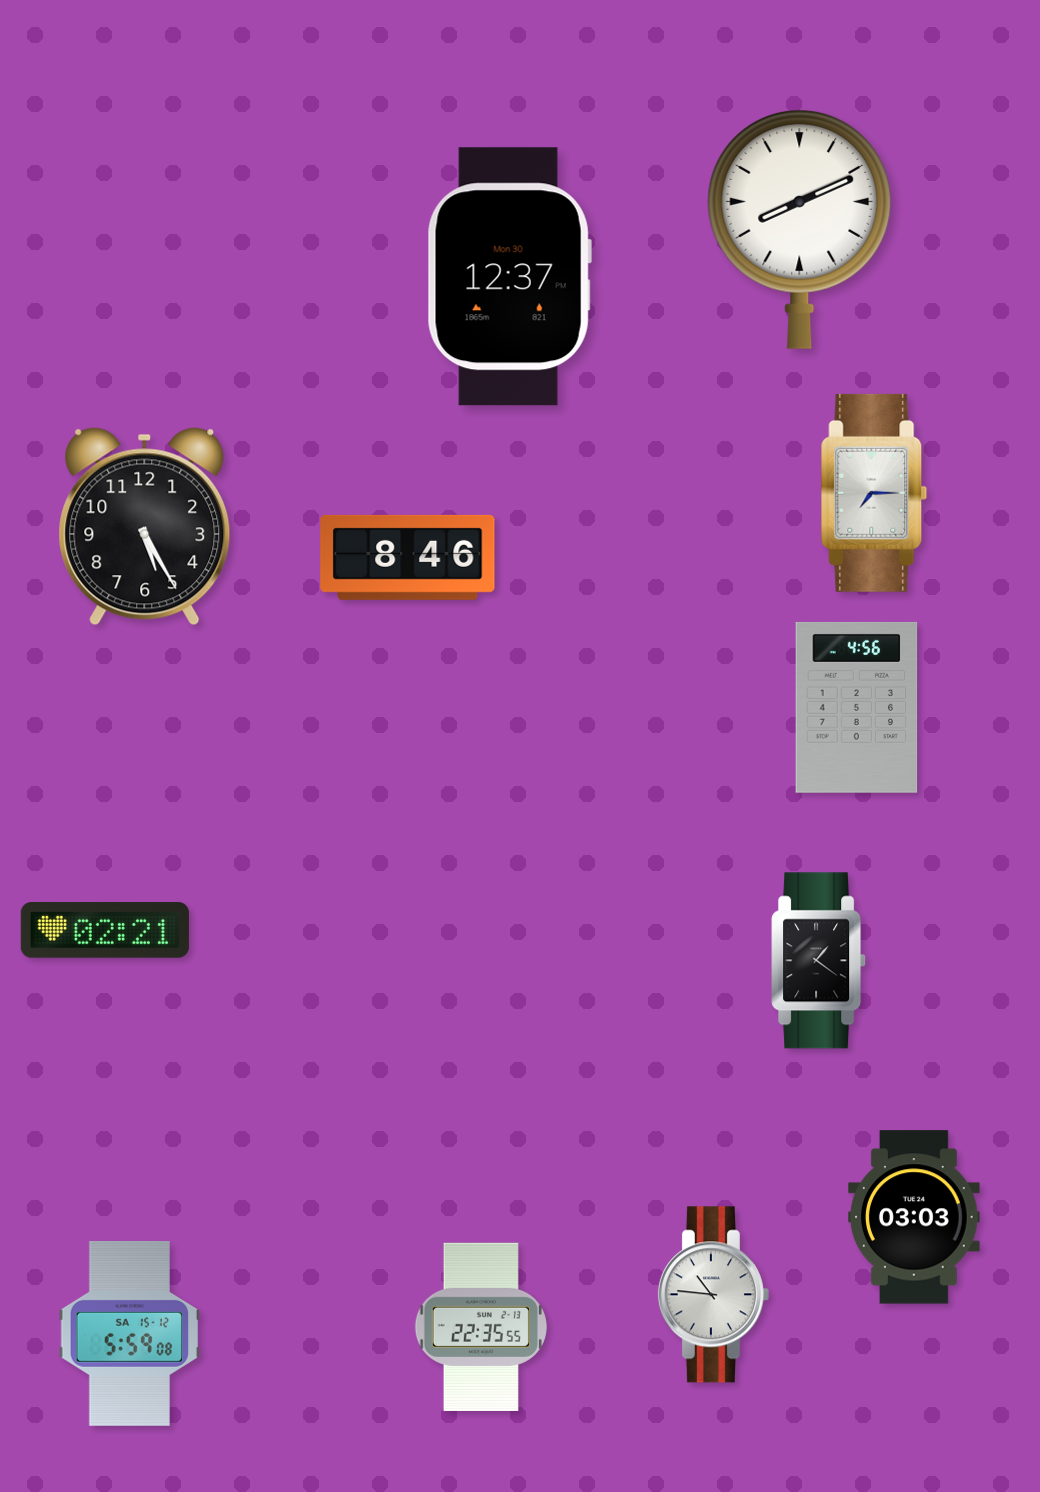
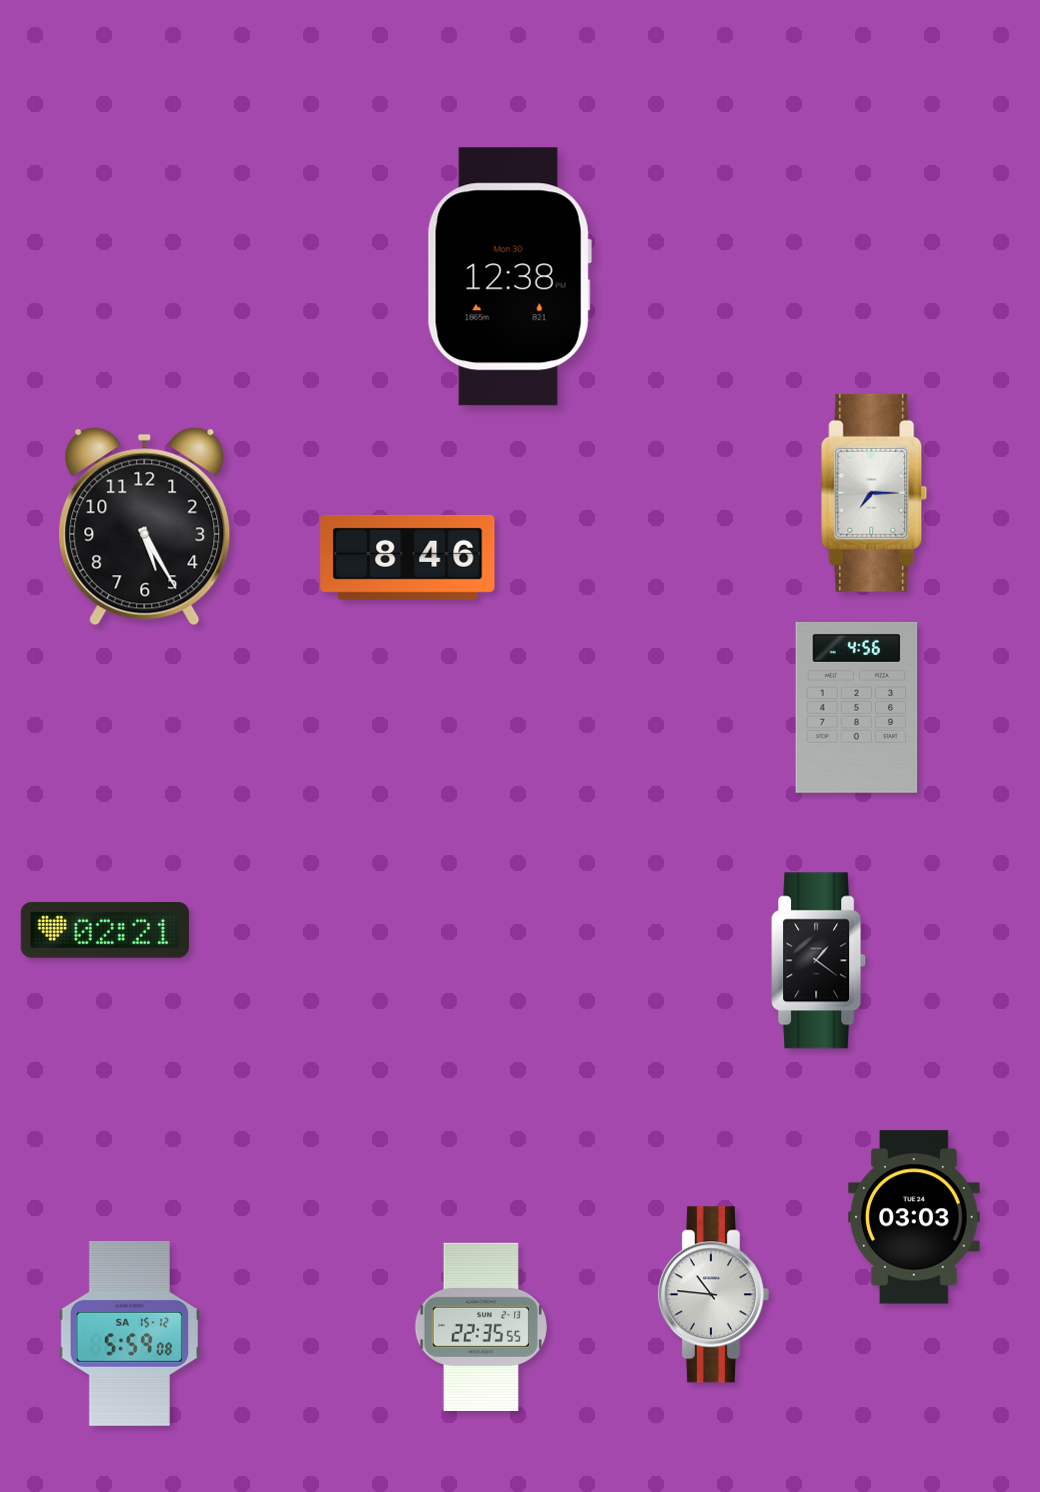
clock at (800, 230): 8:11 -> none
clock at (509, 277): 12:37 -> 12:38
